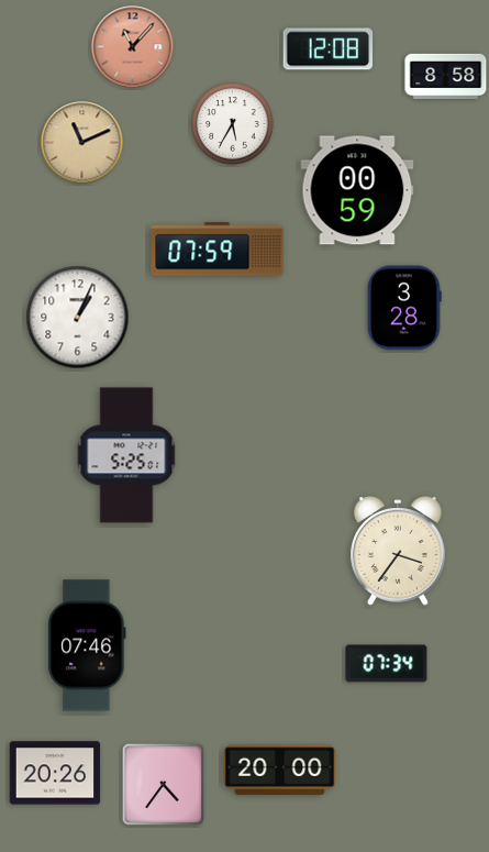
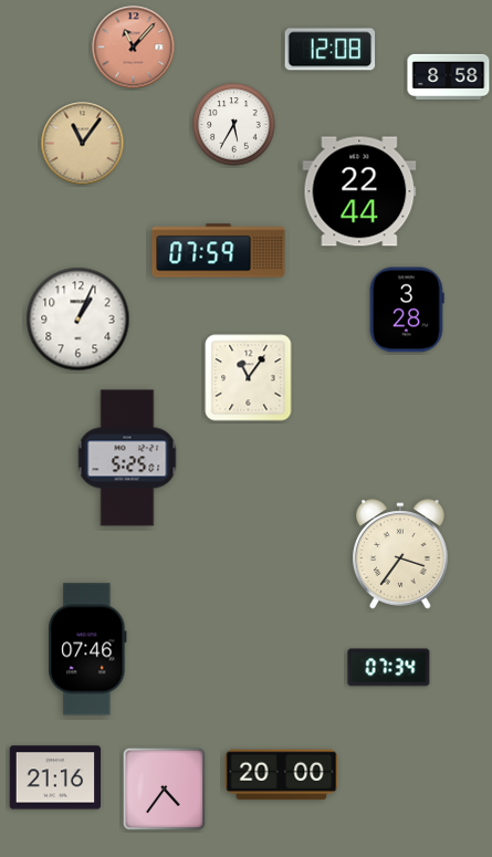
clock at (82, 143): 11:11 -> 11:06
clock at (357, 190): 00:59 -> 22:44
clock at (249, 378): none -> 11:06
clock at (55, 773): 20:26 -> 21:16
